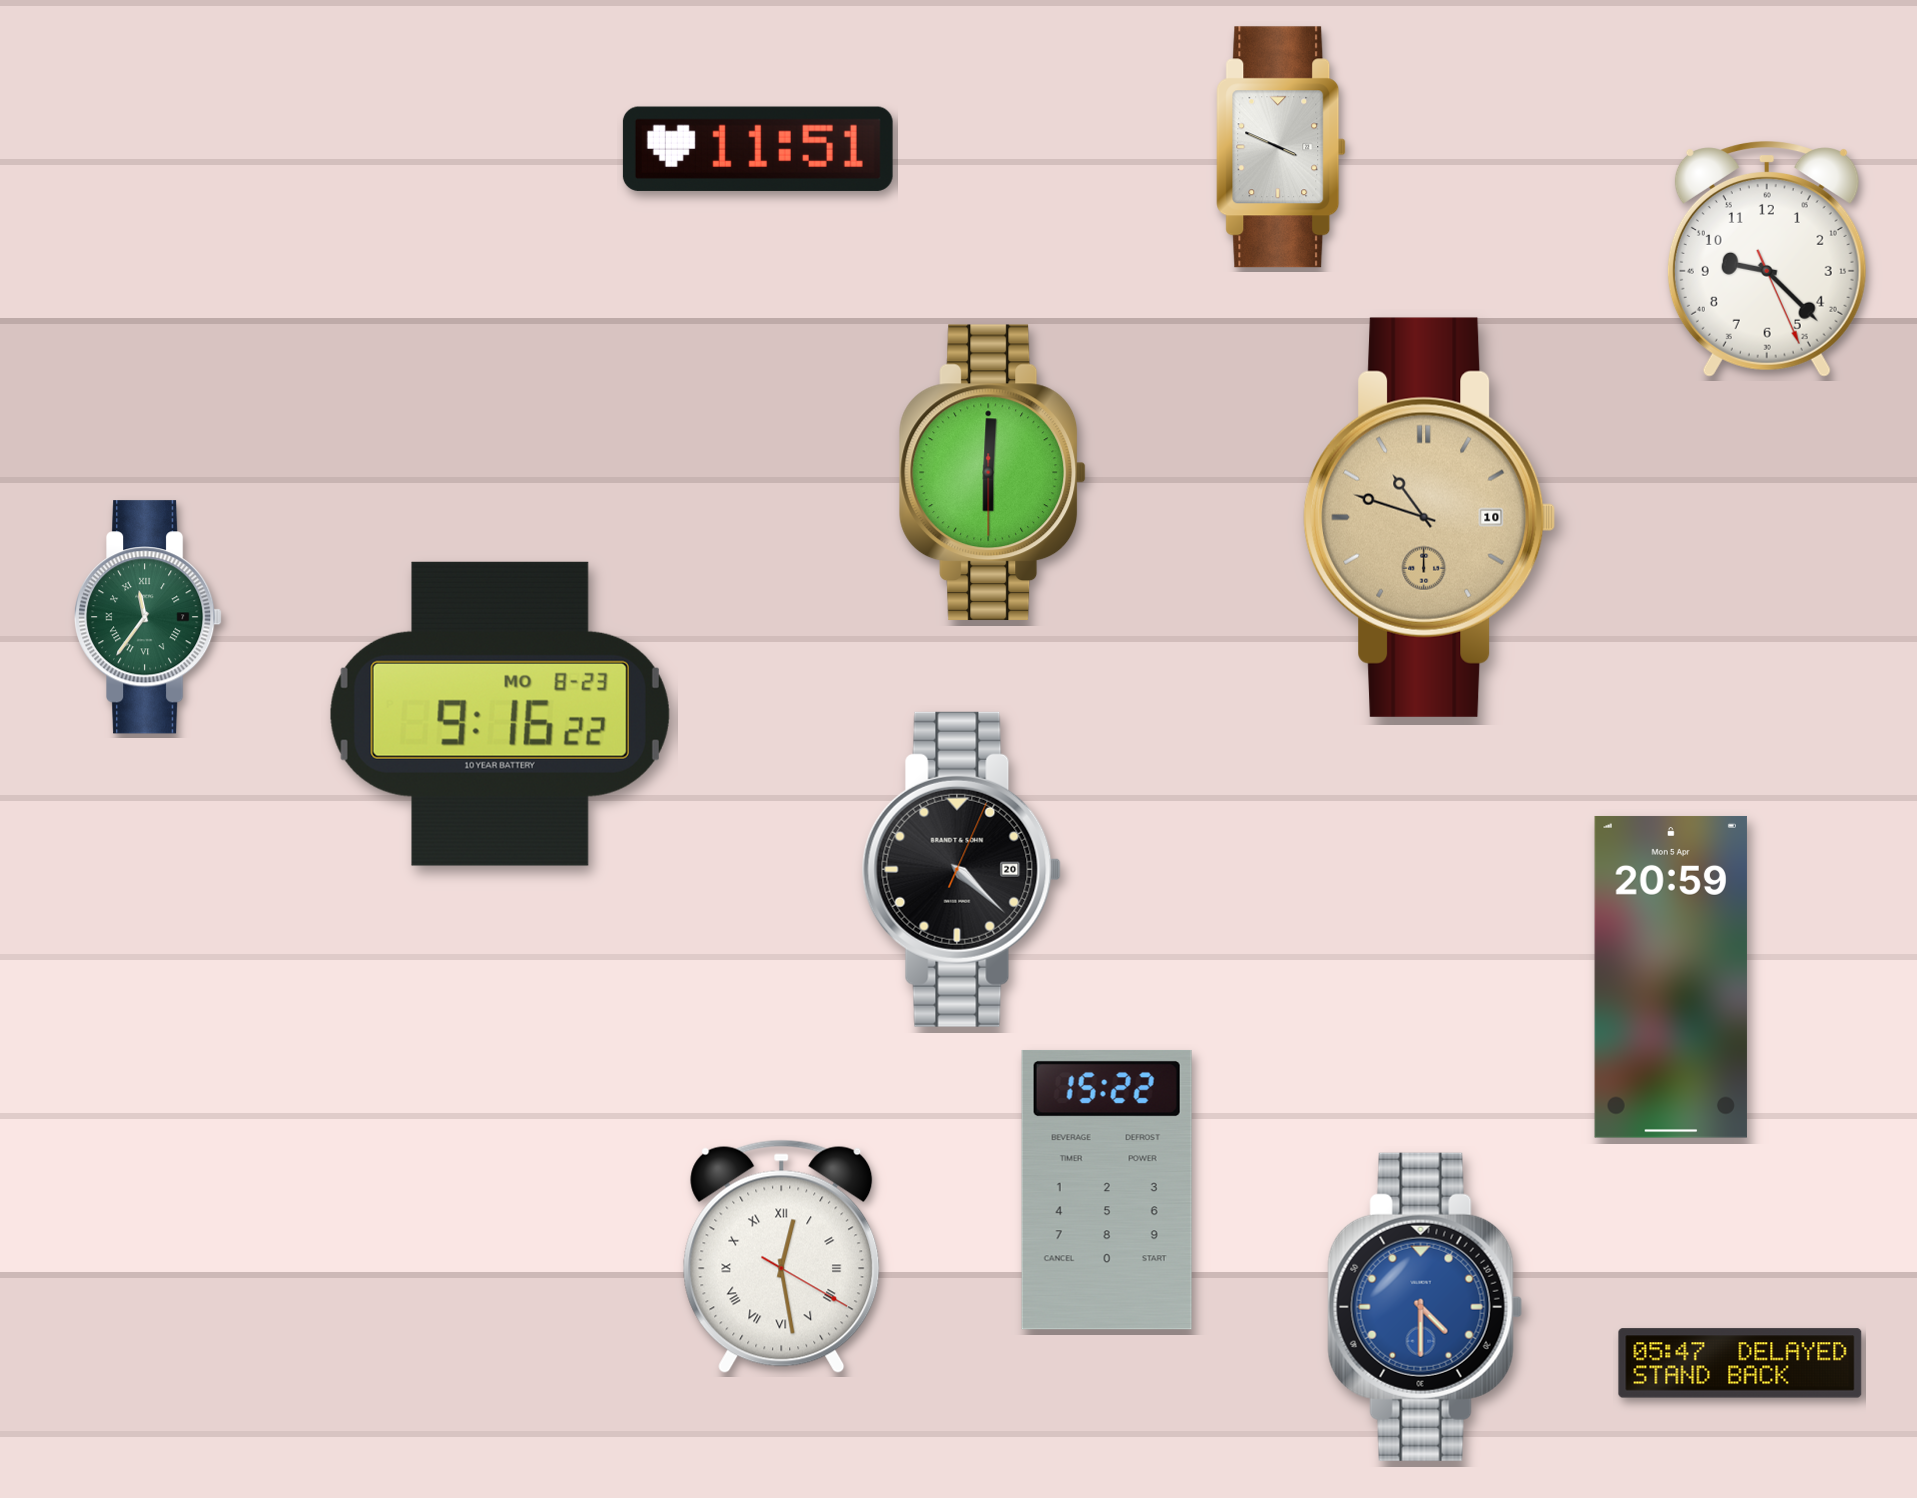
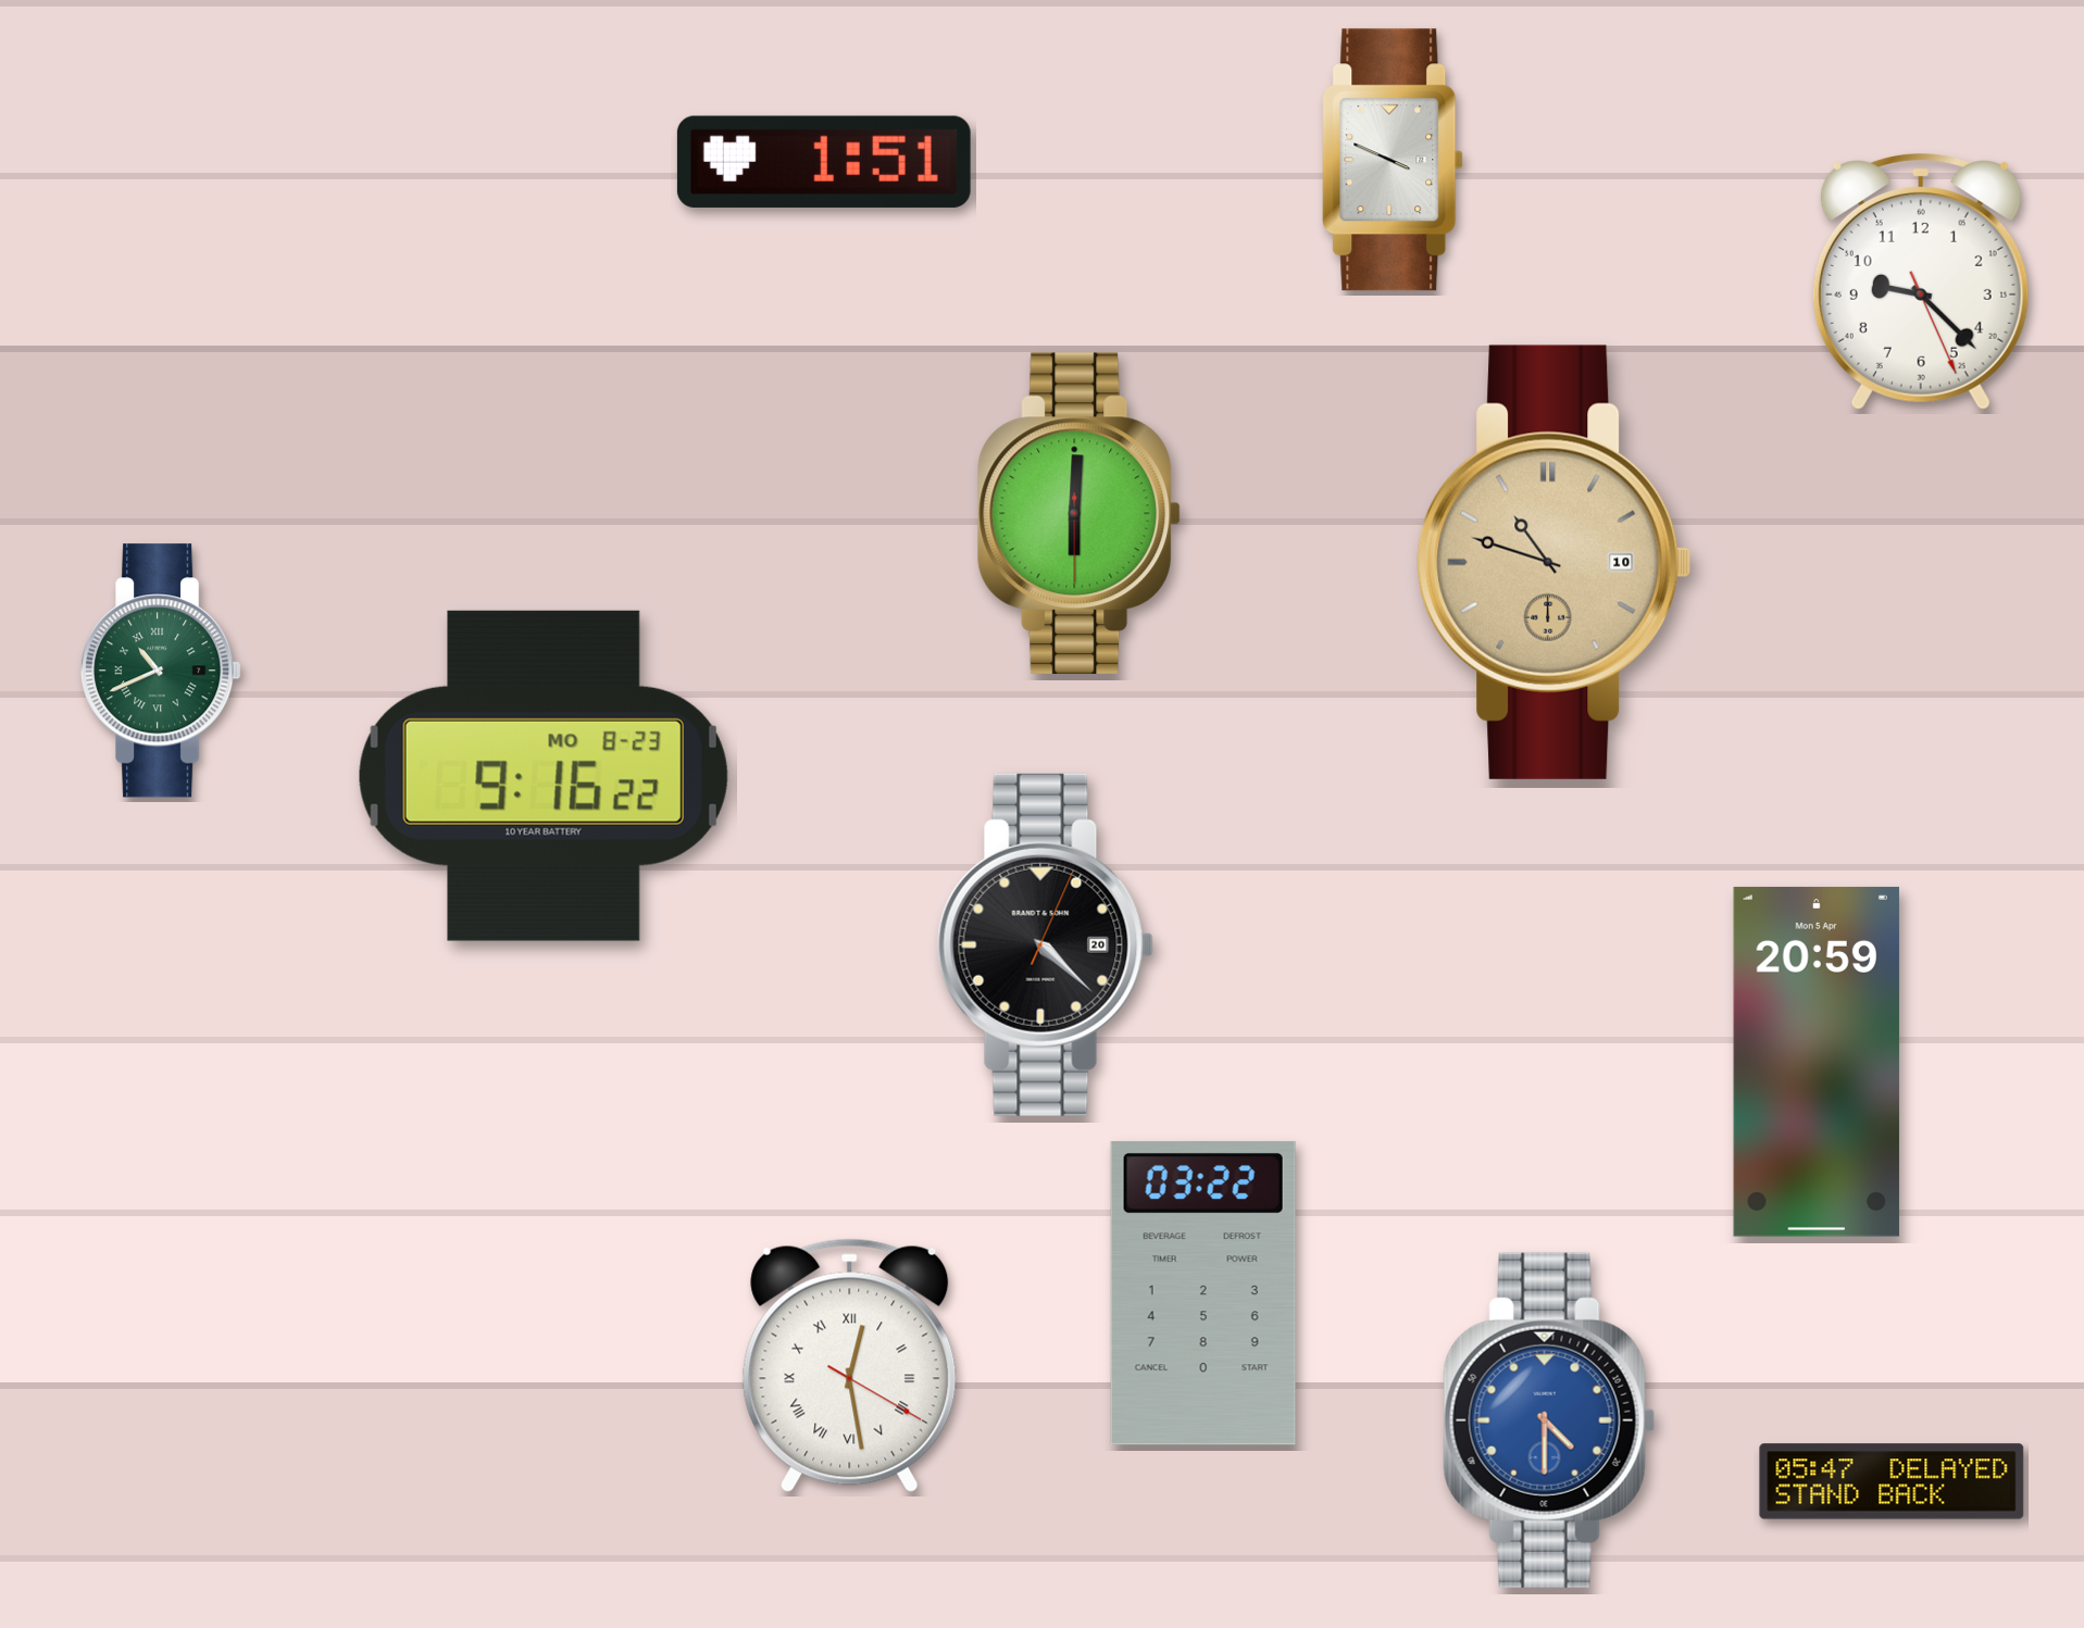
clock at (758, 149): 11:51 -> 1:51
clock at (149, 617): 11:36 -> 10:41
clock at (1107, 1190): 15:22 -> 03:22
